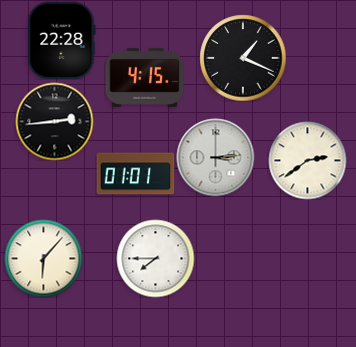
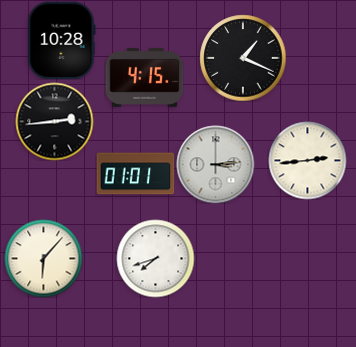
clock at (62, 40): 22:28 -> 10:28
clock at (215, 157) position: (215, 157) -> (215, 164)
clock at (307, 160): 2:39 -> 2:44
clock at (155, 258): 7:45 -> 7:42
